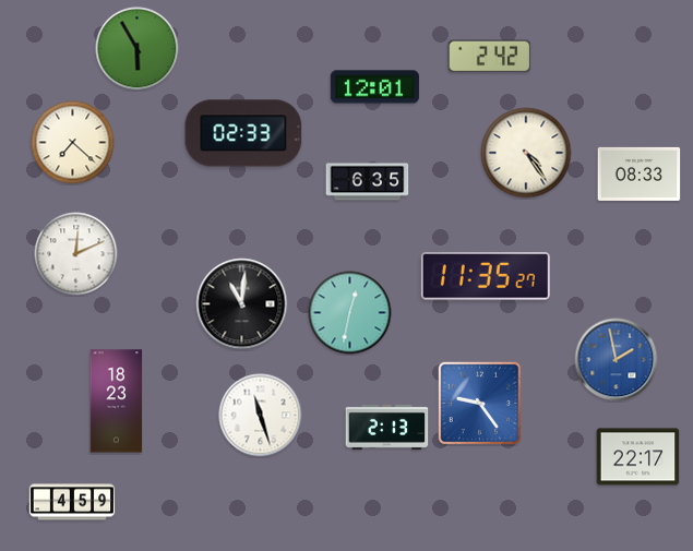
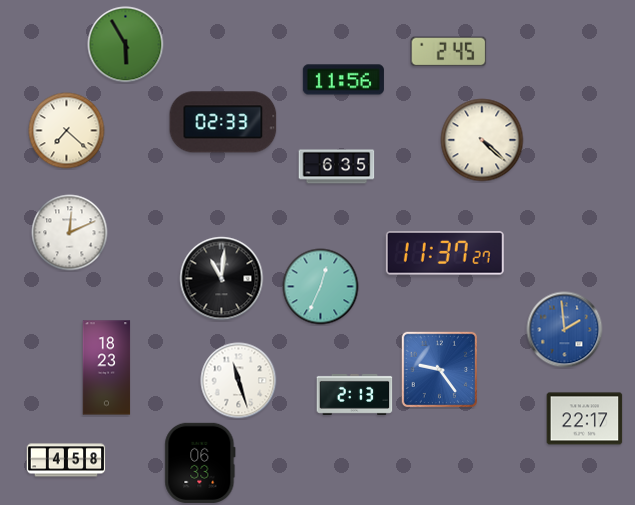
clock at (490, 57): 2:42 -> 2:45
clock at (374, 87): 12:01 -> 11:56
clock at (526, 153): 4:24 -> 4:22
clock at (640, 173): 08:33 -> none
clock at (486, 277): 11:35 -> 11:37
clock at (350, 313): 12:32 -> 12:34
clock at (617, 360): 1:58 -> 1:59
clock at (387, 427) position: (387, 427) -> (355, 394)
clock at (72, 502): 4:59 -> 4:58
clock at (200, 463): none -> 06:33
